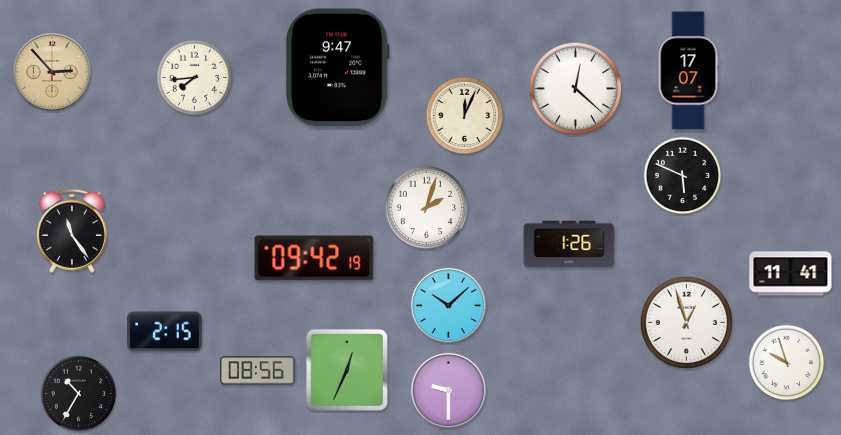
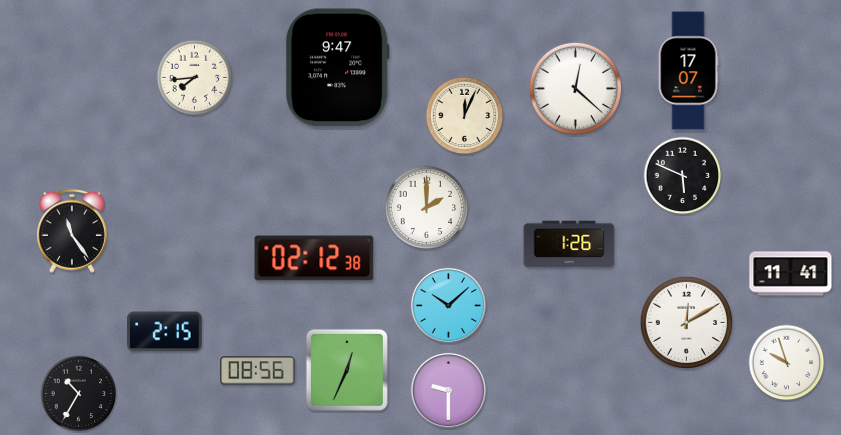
clock at (52, 72): 2:53 -> none
clock at (427, 208): 2:03 -> 2:00
clock at (314, 258): 09:42 -> 02:12
clock at (687, 323): 12:57 -> 12:10
